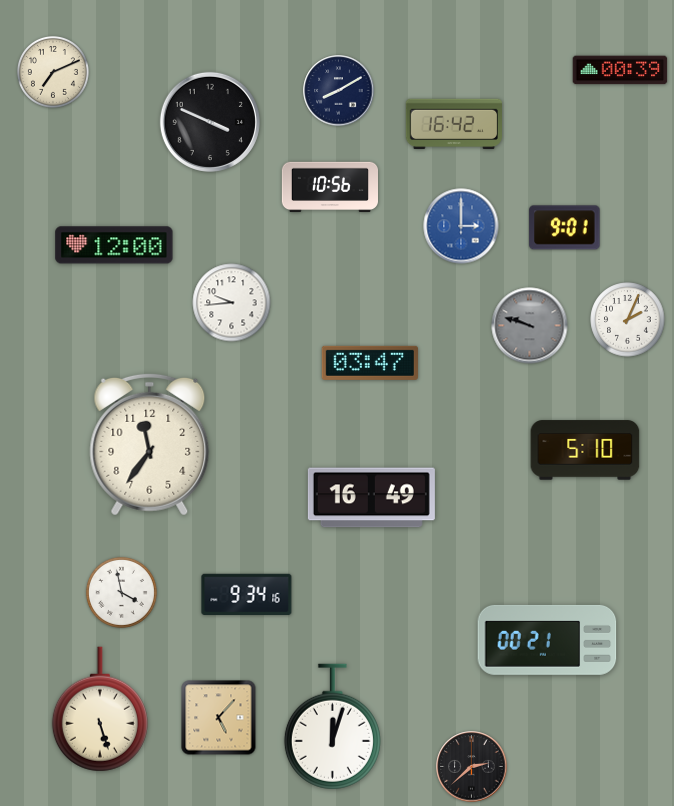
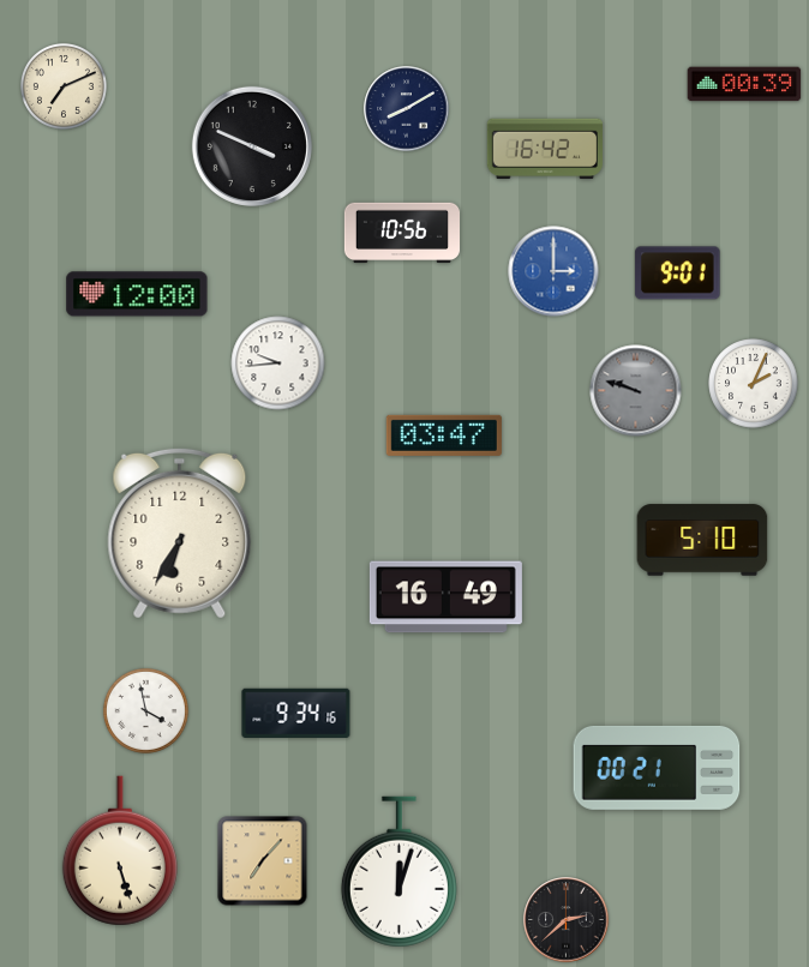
clock at (329, 187) position: (329, 187) -> (401, 233)
clock at (150, 444): 11:36 -> 6:35
clock at (219, 718): 5:07 -> 7:07
